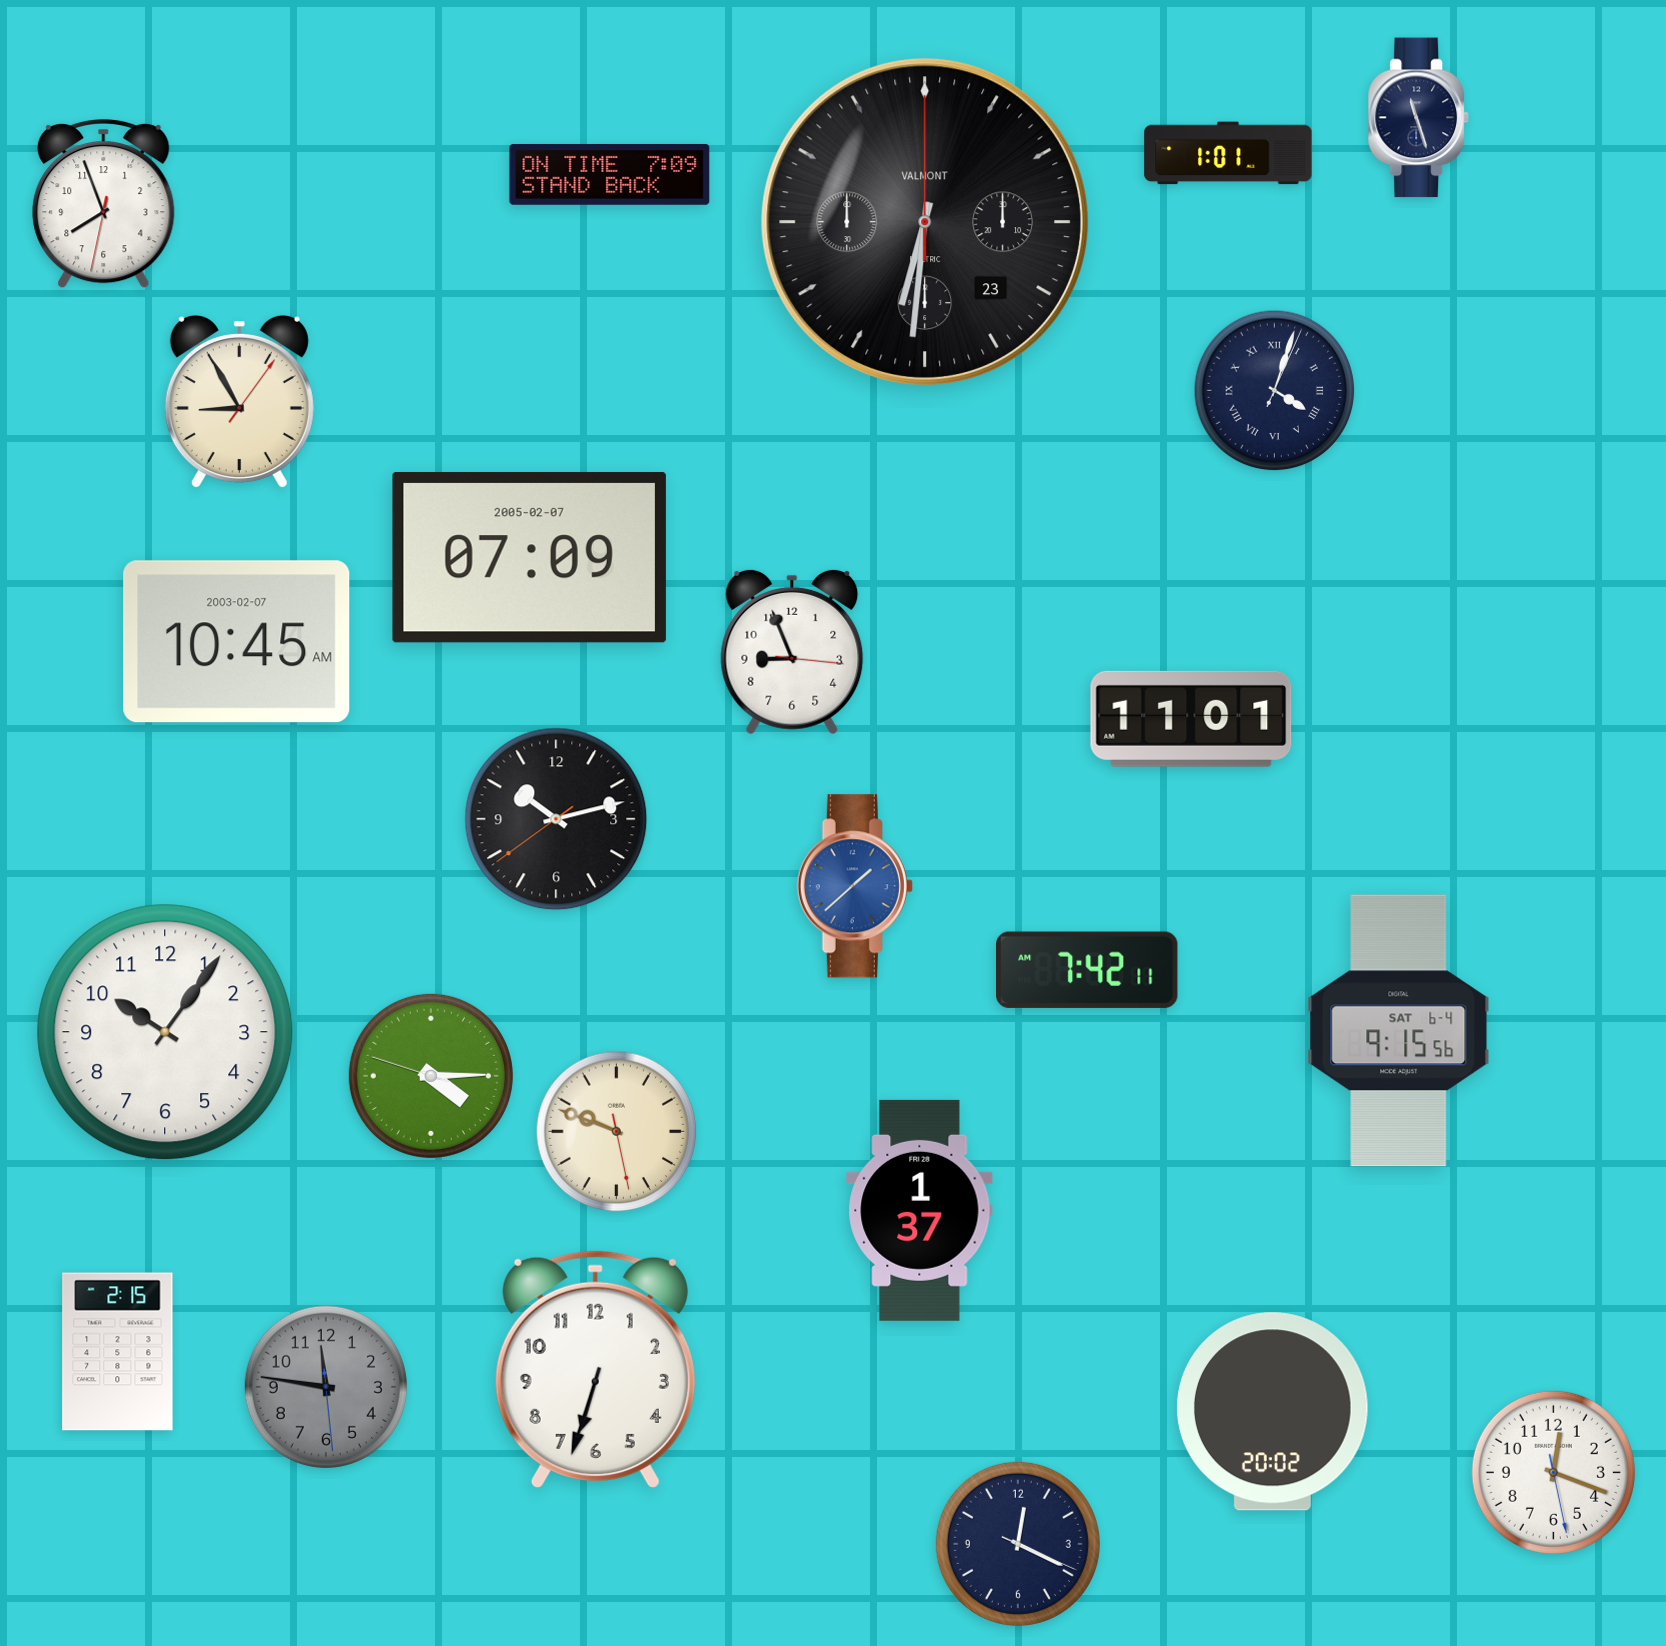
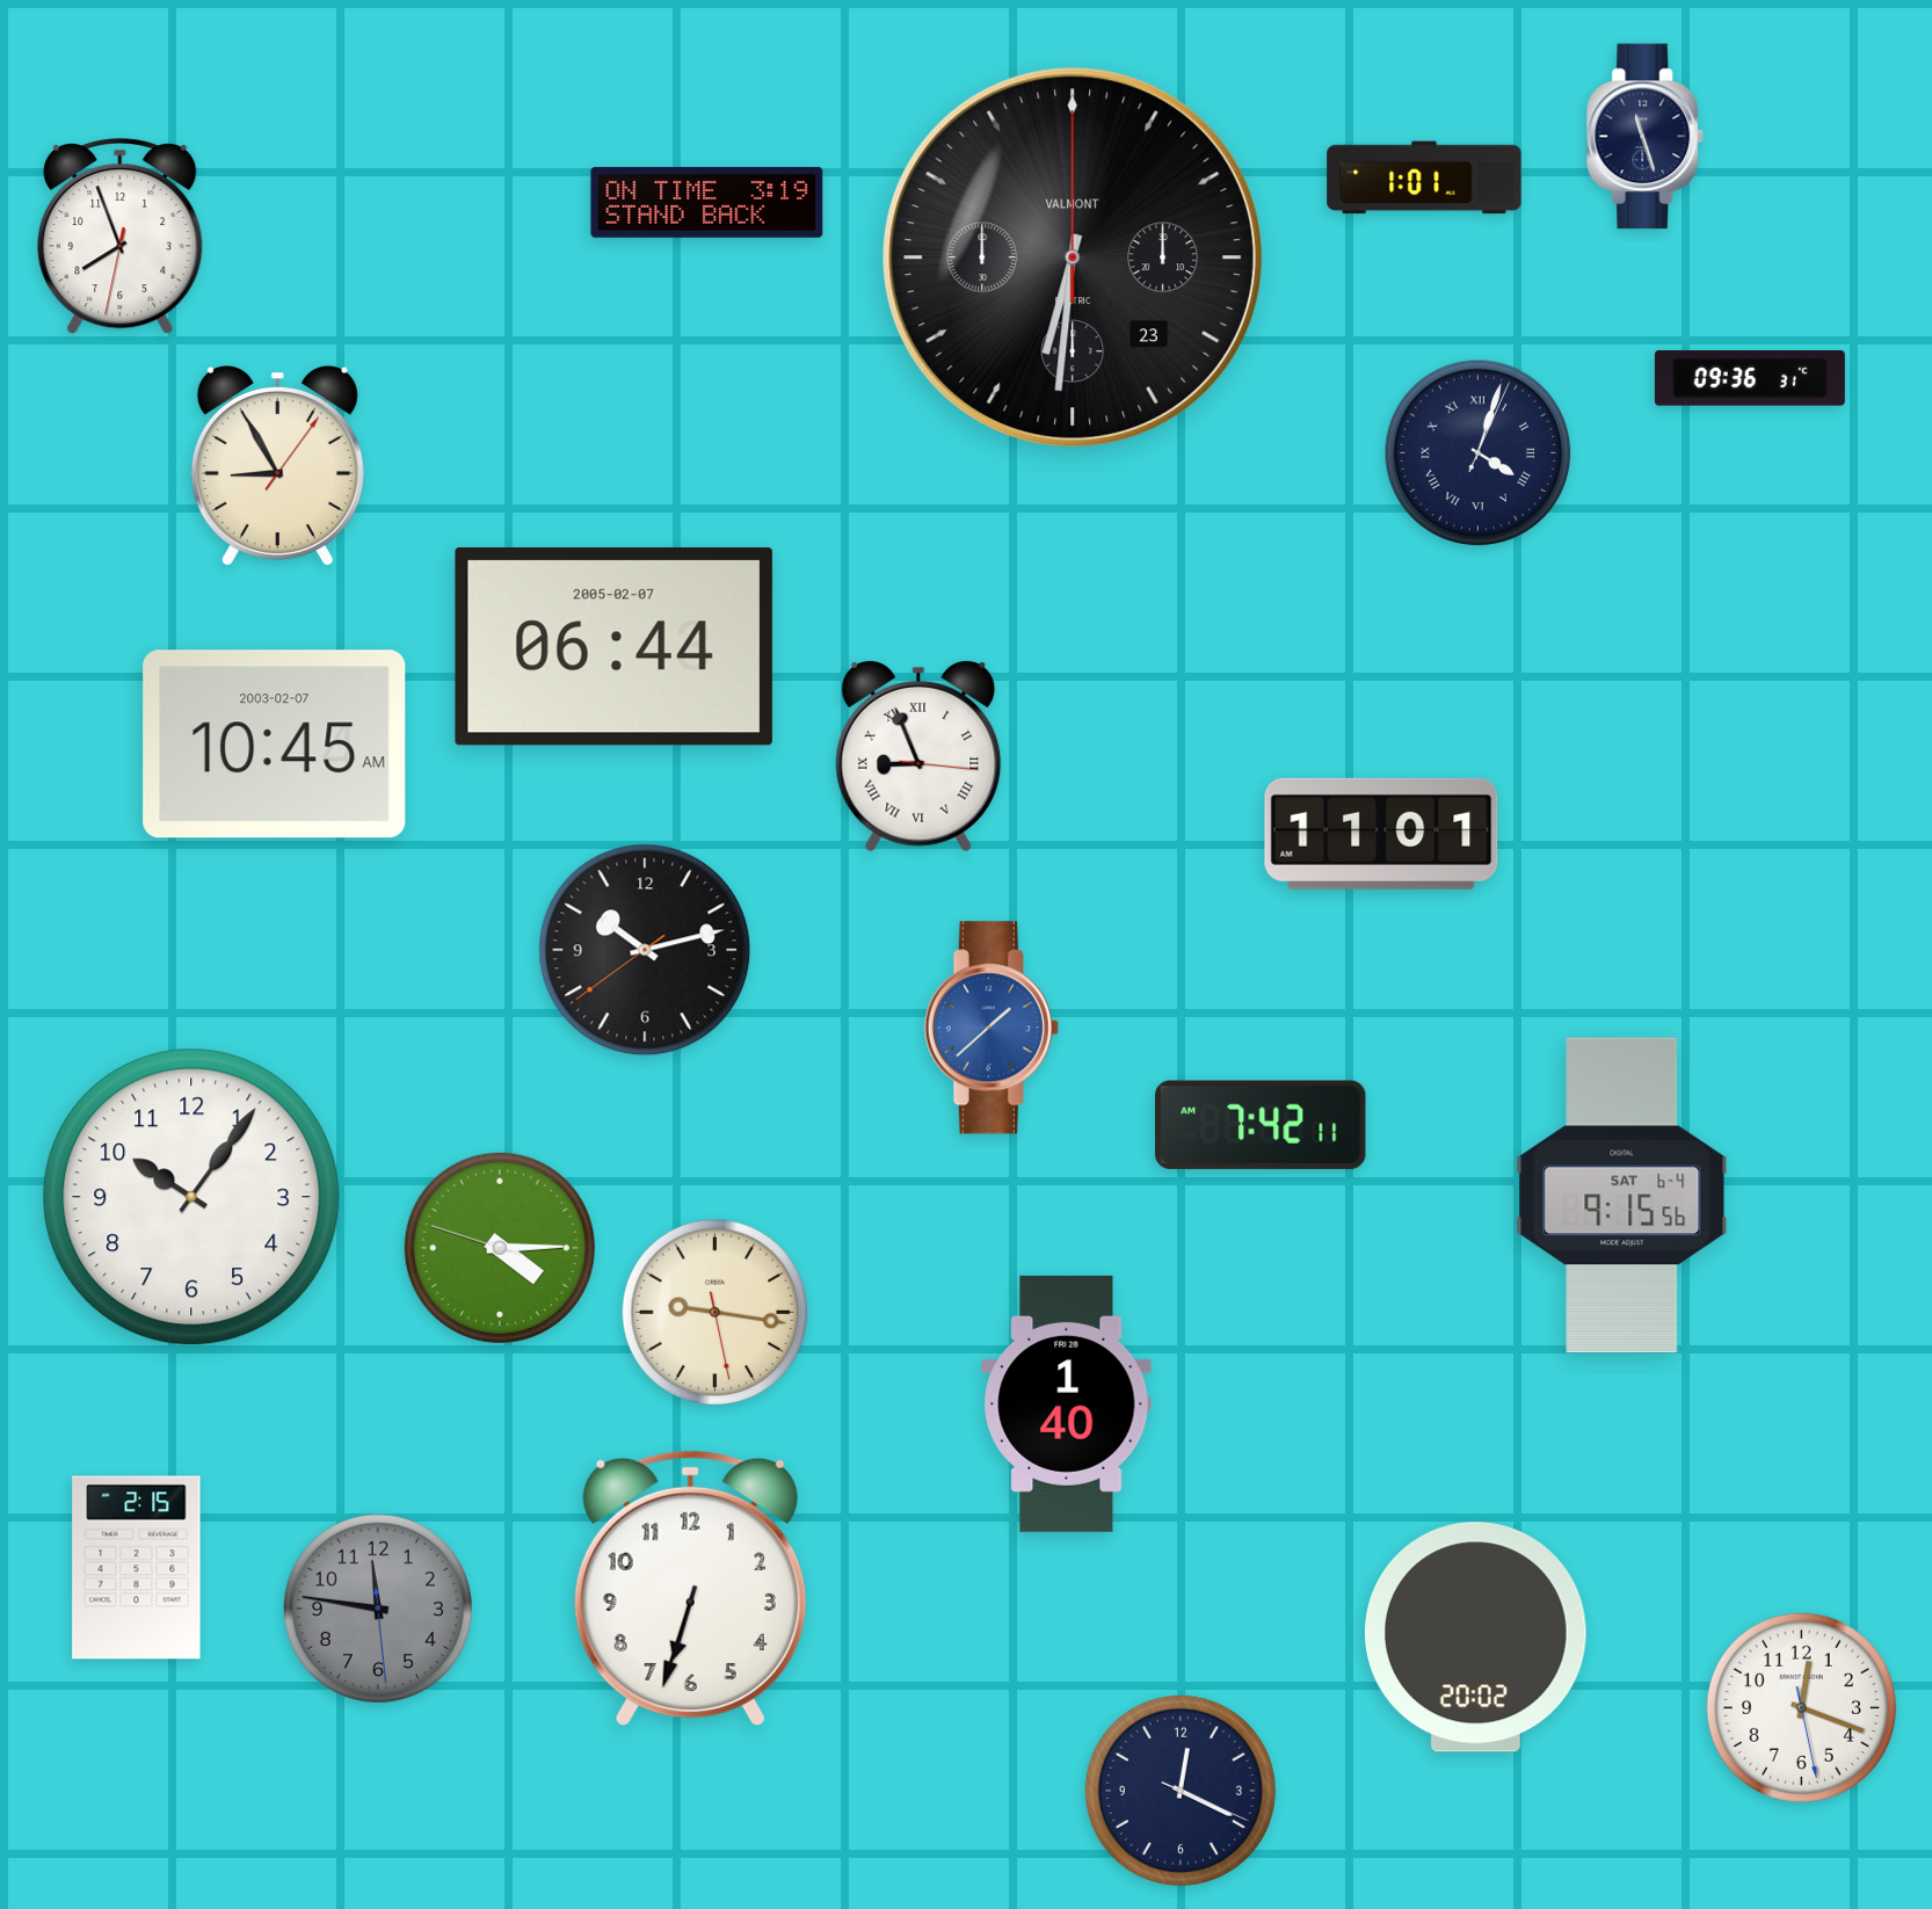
clock at (610, 174): 7:09 -> 3:19
clock at (1750, 378): none -> 09:36
clock at (529, 557): 07:09 -> 06:44
clock at (792, 652) numerals: Arabic -> Roman
clock at (617, 1132): 9:48 -> 9:16
clock at (920, 1210): 1:37 -> 1:40
